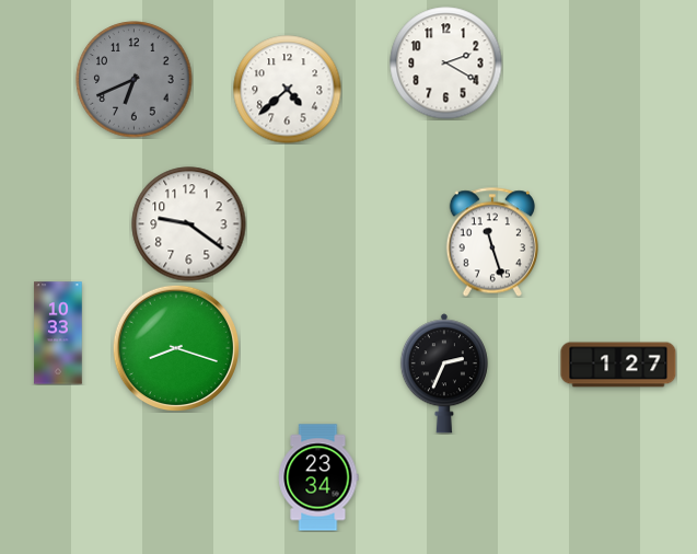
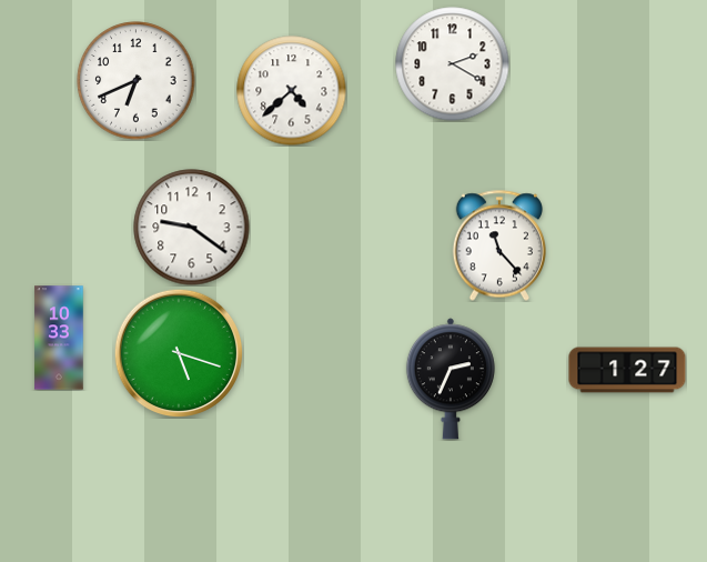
clock at (135, 80) dial: grey -> white
clock at (491, 242): 11:27 -> 11:23
clock at (176, 348): 8:18 -> 5:18
clock at (318, 477): 23:34 -> none
